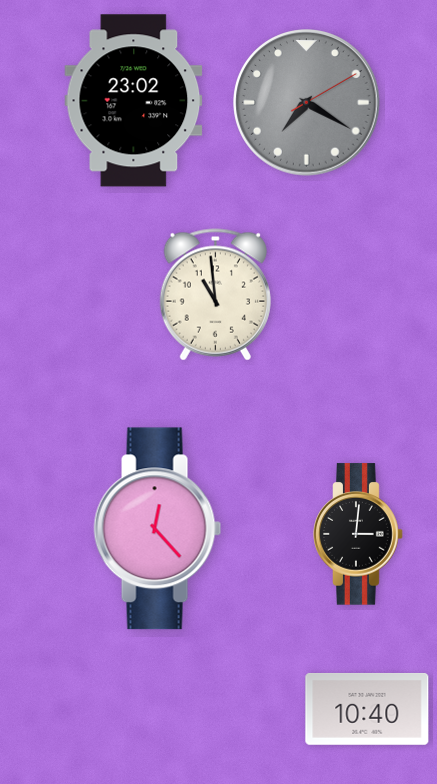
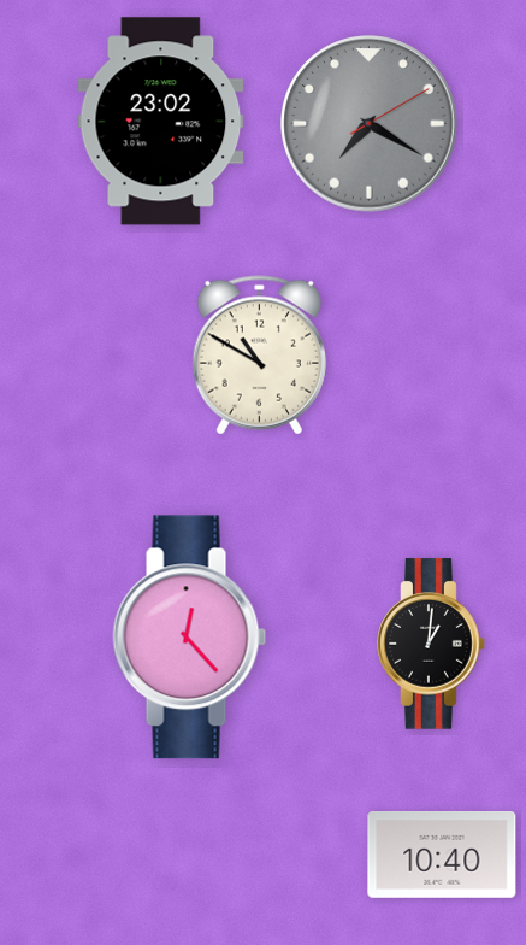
clock at (215, 295): 10:59 -> 10:50
clock at (358, 534): 3:01 -> 1:01
